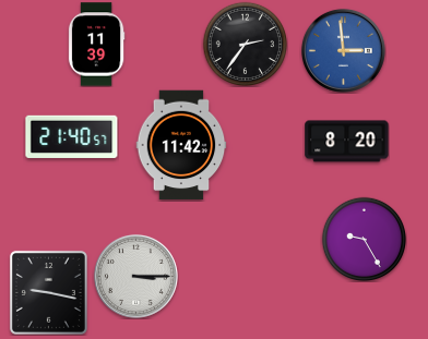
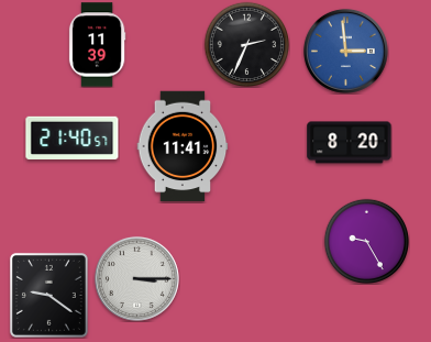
clock at (245, 44): 2:36 -> 2:34
clock at (181, 145): 11:42 -> 11:41
clock at (48, 292): 9:17 -> 9:21
